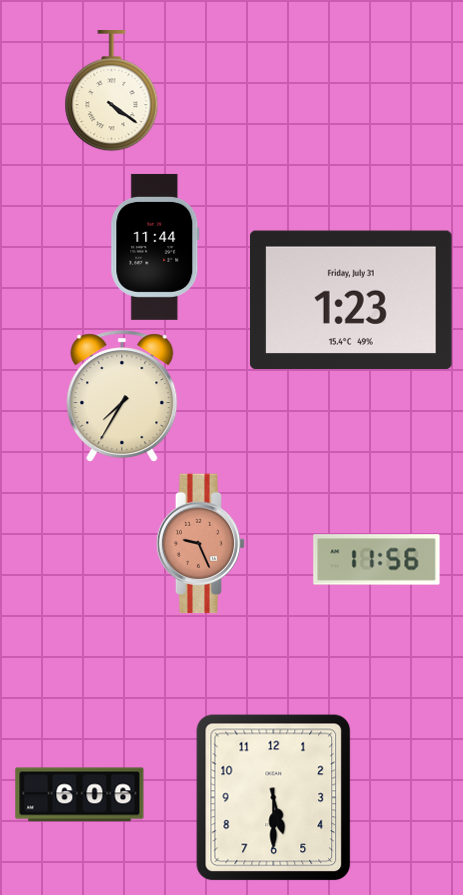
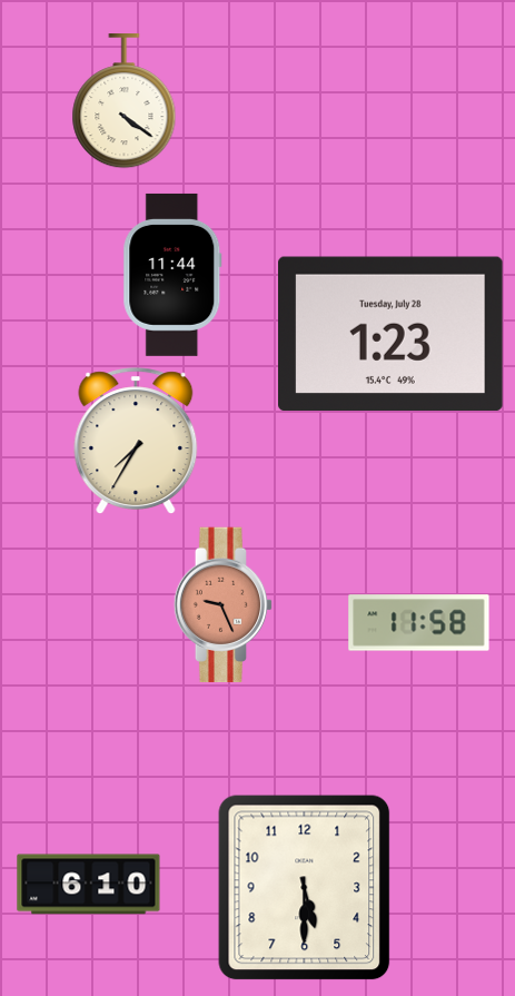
clock at (352, 300) date: Friday, July 31 -> Tuesday, July 28
clock at (377, 560): 11:56 -> 11:58
clock at (80, 795): 6:06 -> 6:10
